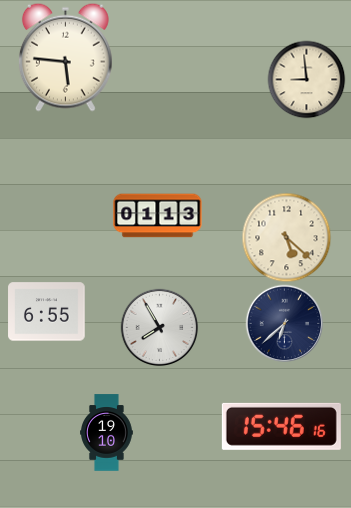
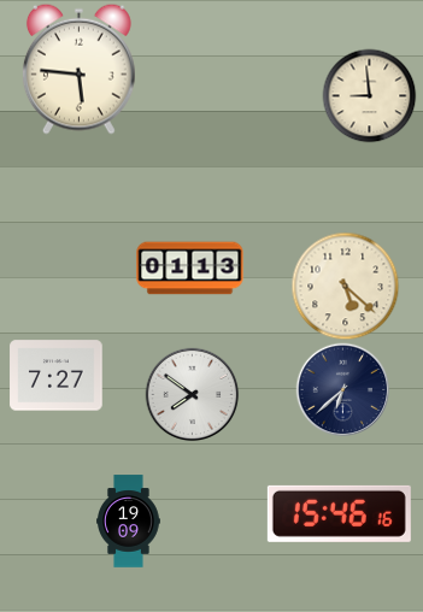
clock at (158, 216) position: (158, 216) -> (190, 269)
clock at (47, 312): 6:55 -> 7:27
clock at (159, 327): 7:55 -> 7:51
clock at (107, 433): 19:10 -> 19:09
